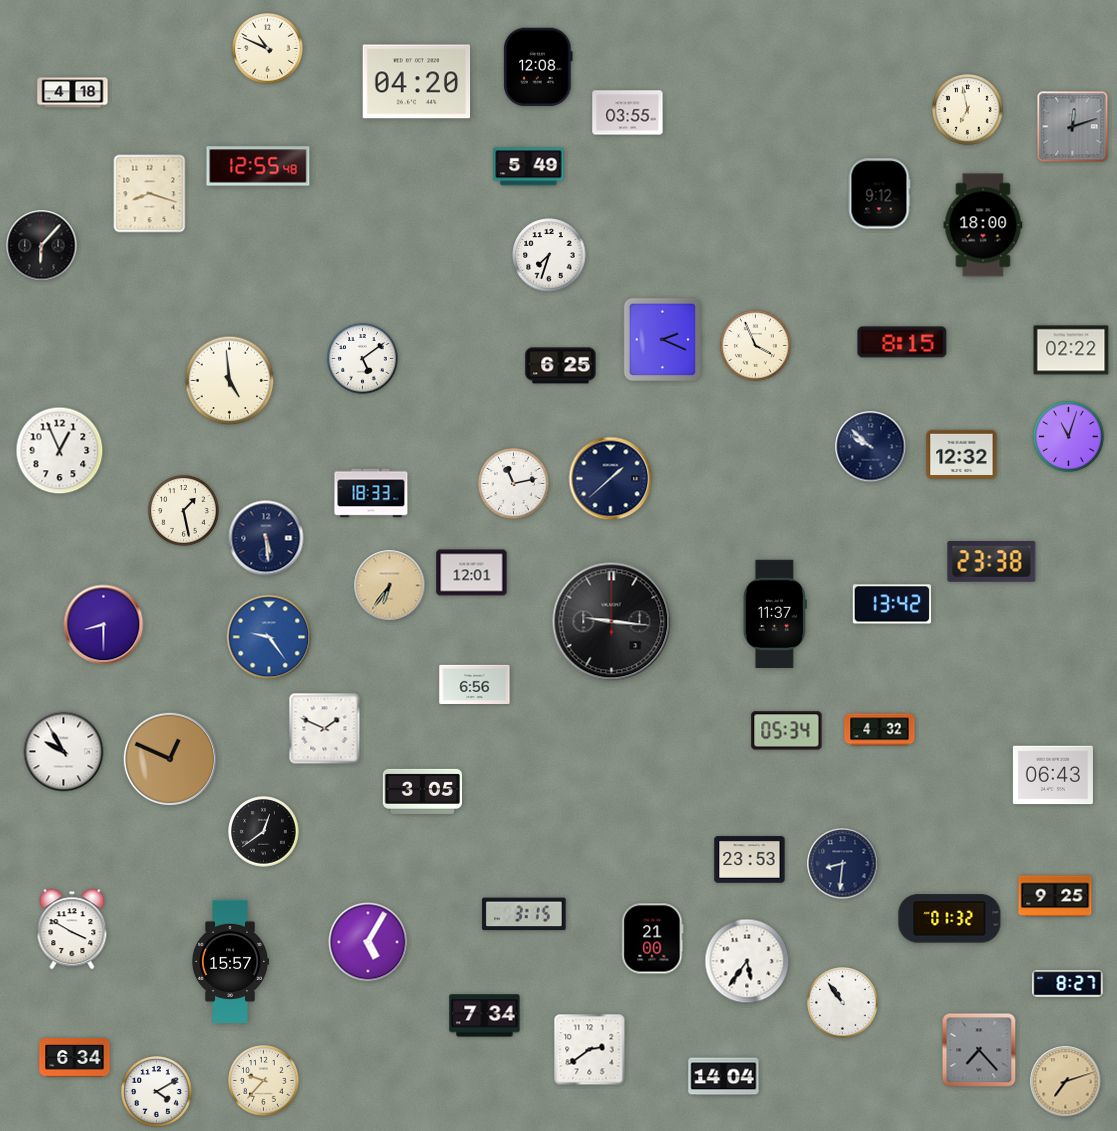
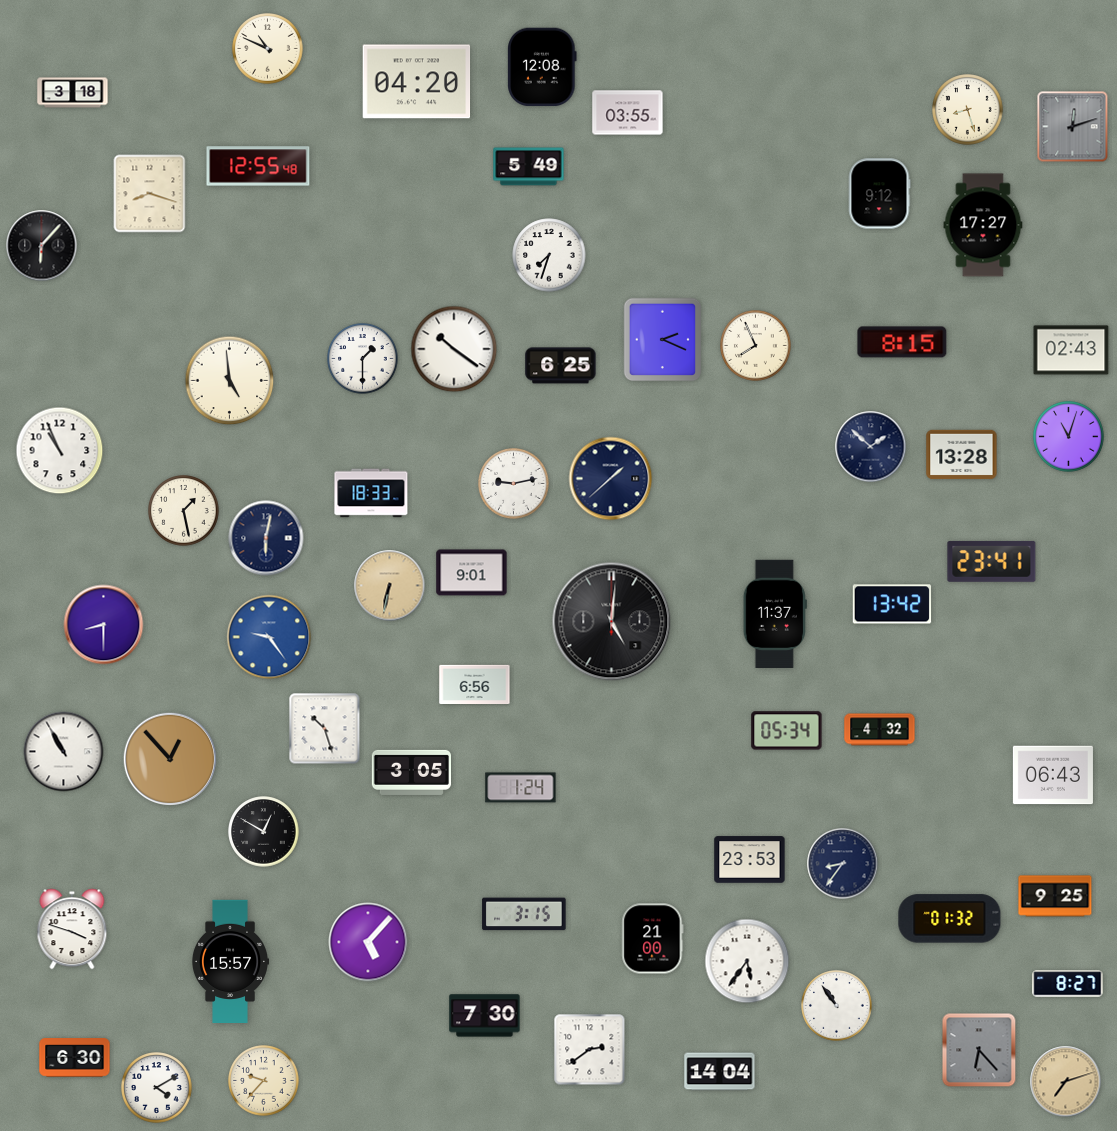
clock at (538, 67) position: (538, 67) -> (542, 67)
clock at (73, 93): 4:18 -> 3:18
clock at (968, 110): 6:58 -> 8:27
clock at (983, 225): 18:00 -> 17:27
clock at (756, 346): 3:56 -> 7:56
clock at (454, 349): none -> 10:21
clock at (1071, 350): 02:22 -> 02:43
clock at (363, 359): 5:09 -> 1:30
clock at (871, 447): 9:52 -> 1:52
clock at (60, 451): 12:56 -> 10:56
clock at (962, 455): 12:32 -> 13:28
clock at (514, 484): 11:13 -> 9:13
clock at (266, 538): 5:29 -> 6:02
clock at (992, 561): 23:38 -> 23:41
clock at (472, 573): 12:01 -> 9:01
clock at (390, 586): 6:36 -> 6:32
clock at (612, 622): 9:16 -> 5:01
clock at (325, 729): 1:49 -> 10:27
clock at (64, 752): 9:55 -> 10:55
clock at (169, 758): 12:49 -> 12:53
clock at (521, 788): none -> 1:24
clock at (422, 791) position: (422, 791) -> (411, 772)
clock at (264, 832): 12:39 -> 12:50
clock at (843, 864): 8:31 -> 8:36
clock at (72, 929): 3:50 -> 3:48
clock at (368, 942): 5:05 -> 5:07
clock at (843, 1003) position: (843, 1003) -> (837, 1006)
clock at (485, 1016): 7:34 -> 7:30
clock at (979, 1050): 7:23 -> 6:23
clock at (75, 1058): 6:34 -> 6:30
clock at (724, 1077) position: (724, 1077) -> (720, 1072)
clock at (157, 1092) position: (157, 1092) -> (157, 1088)
